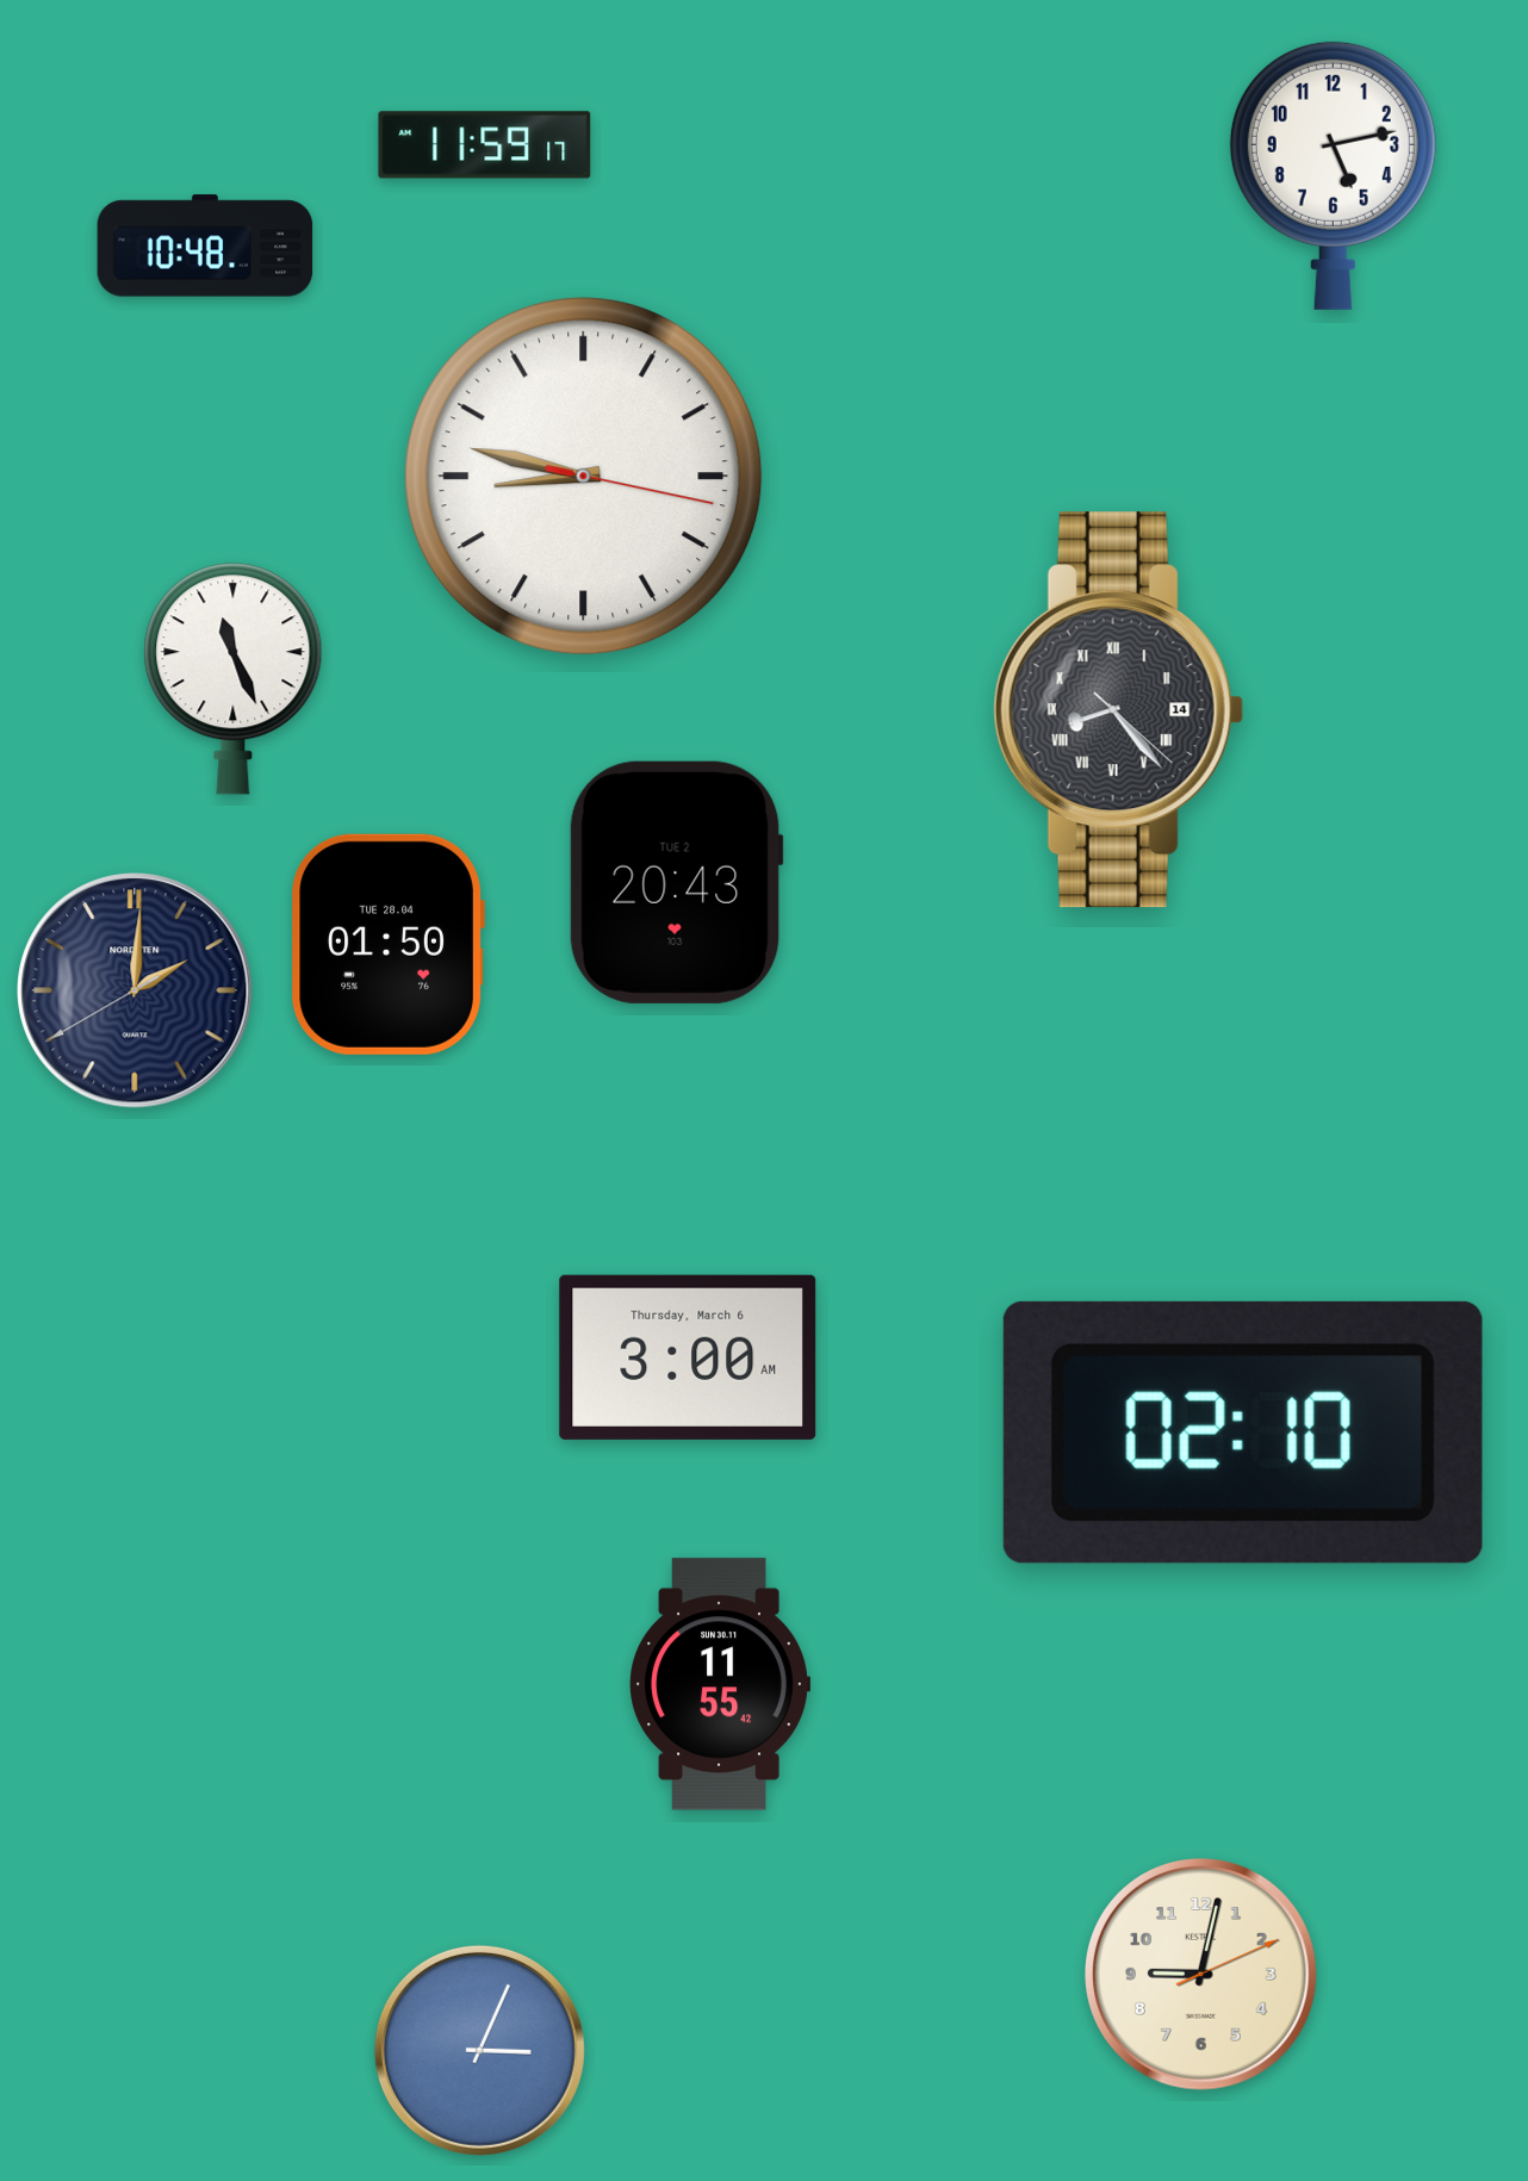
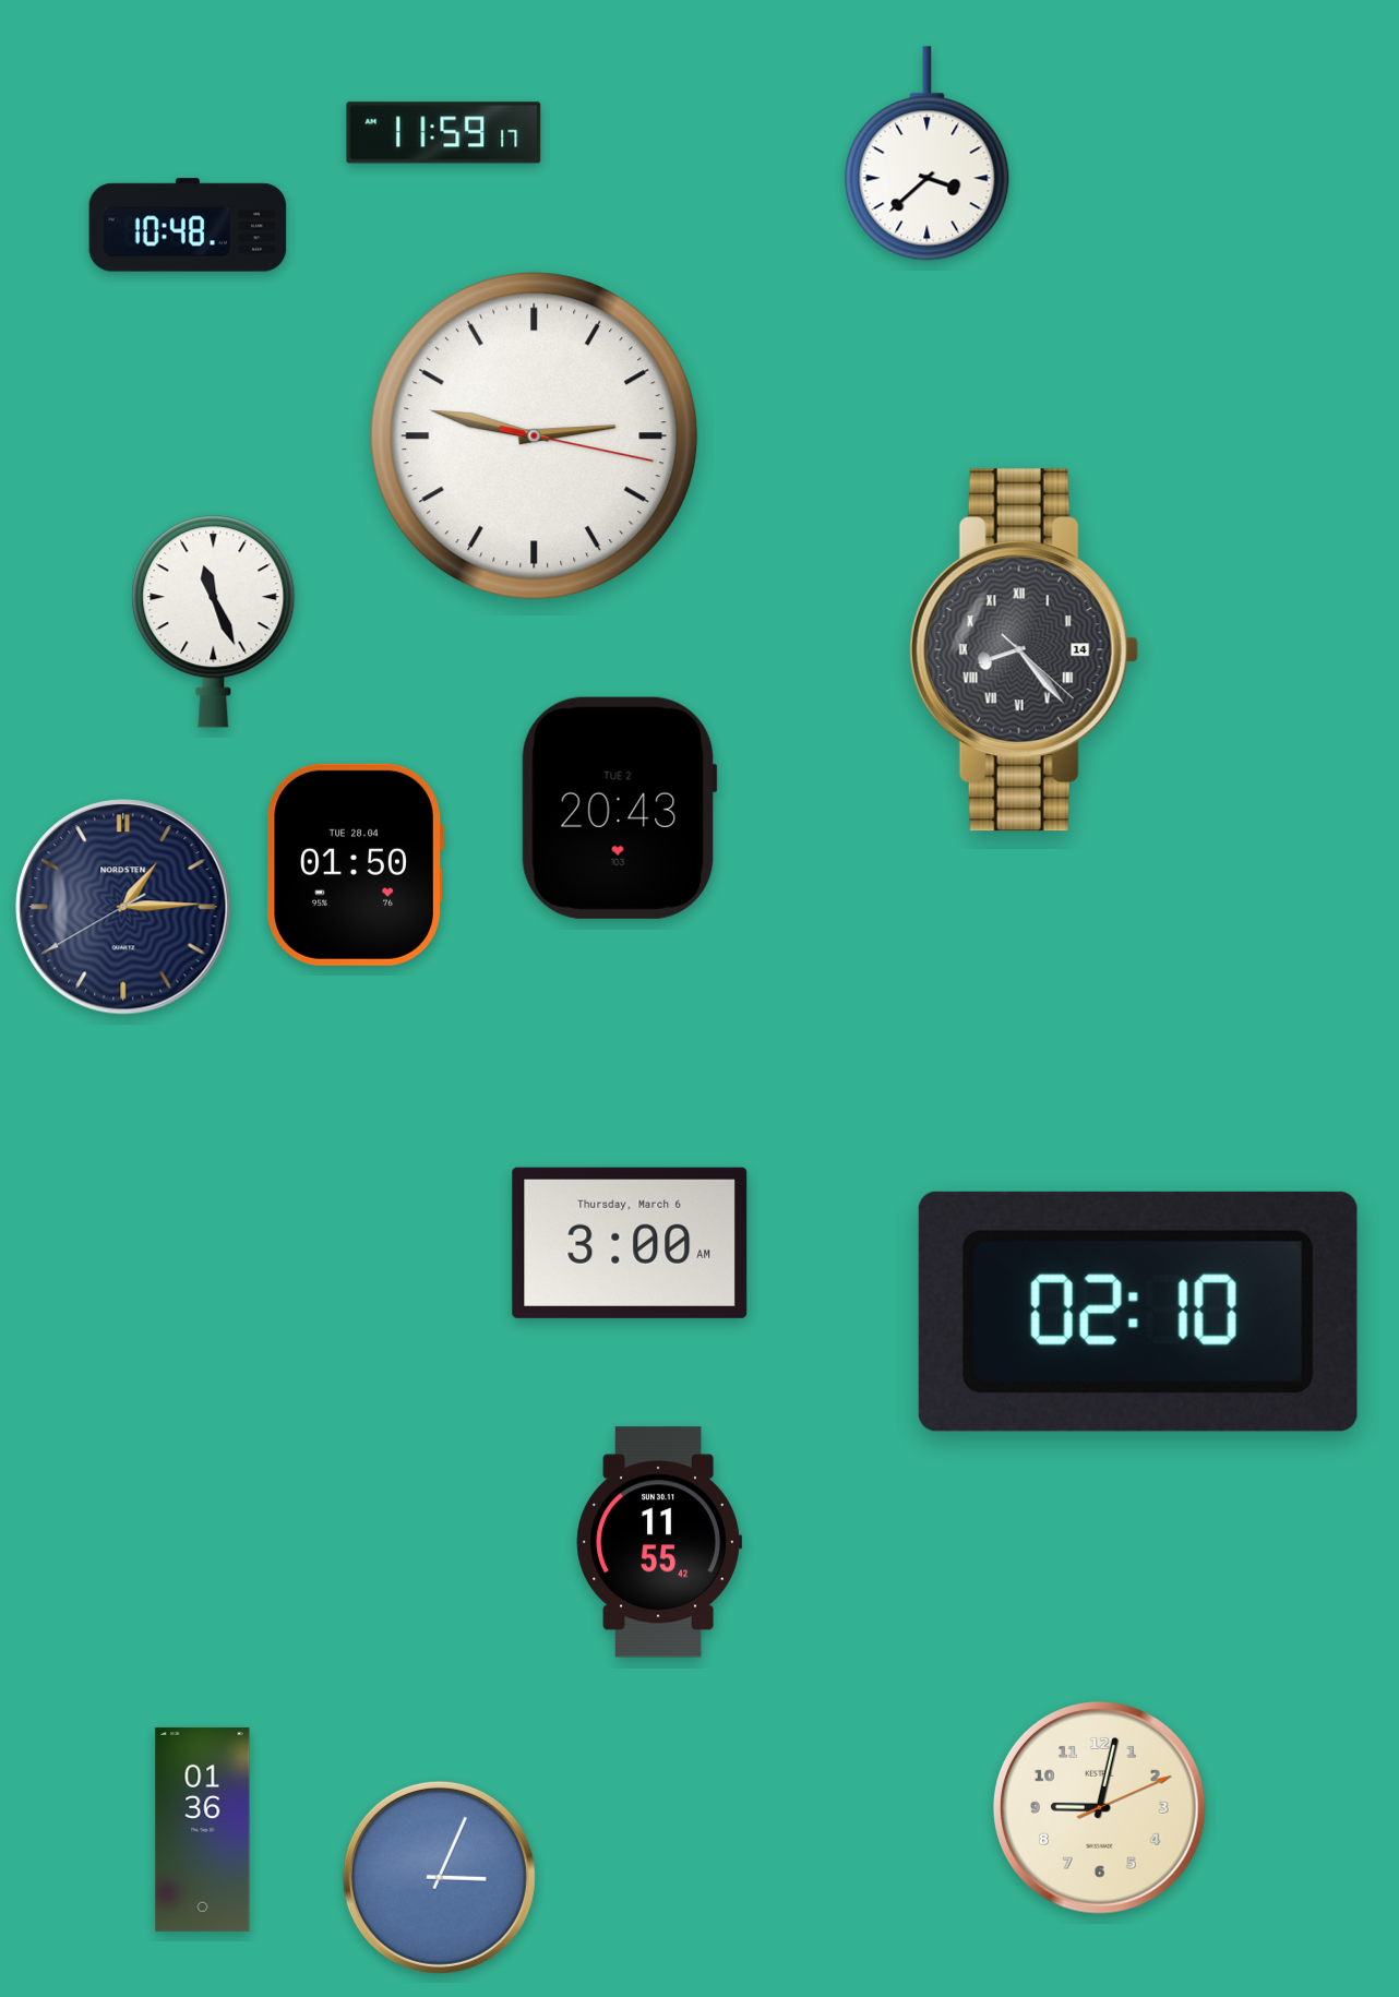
clock at (928, 154): none -> 3:38
clock at (1333, 175): 5:13 -> none
clock at (584, 477): 8:47 -> 2:47
clock at (135, 990): 2:00 -> 1:14
clock at (203, 1829): none -> 01:36
